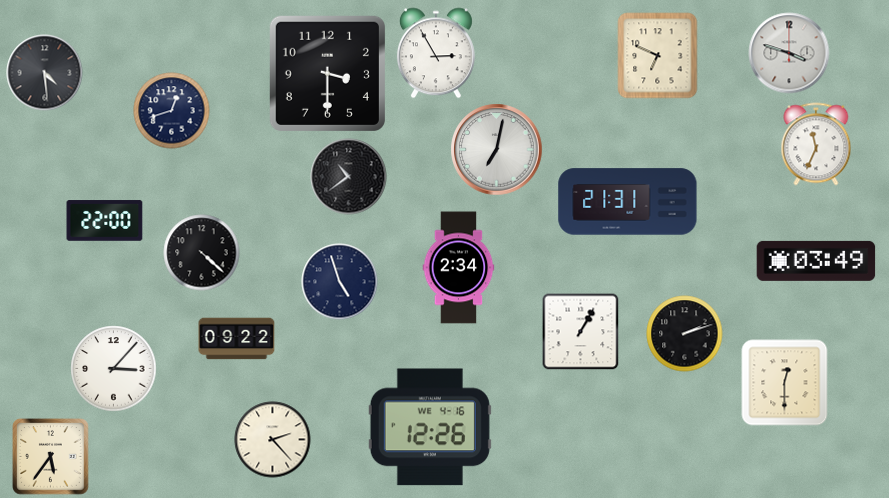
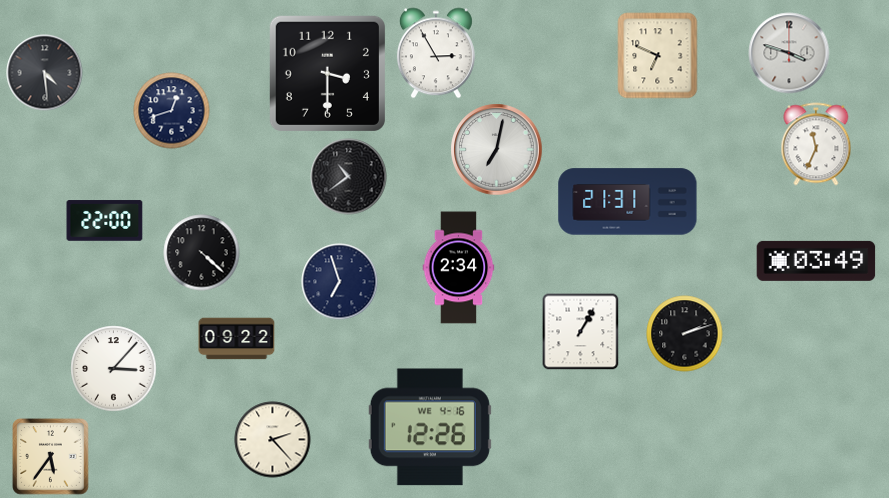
clock at (340, 282): 4:57 -> 6:57
clock at (785, 383): 12:30 -> none
